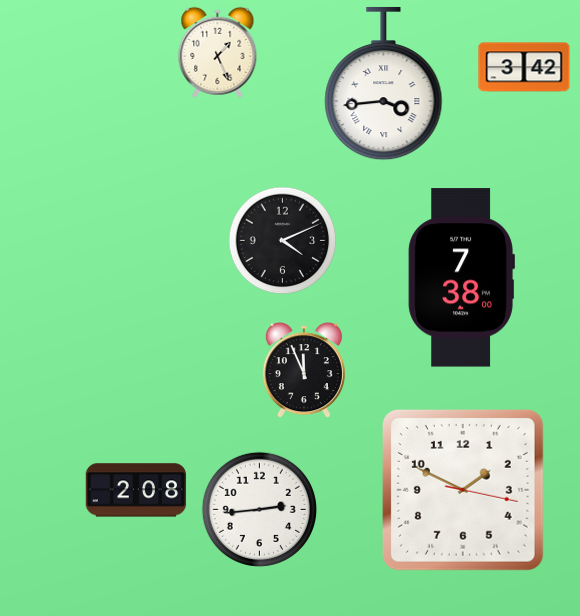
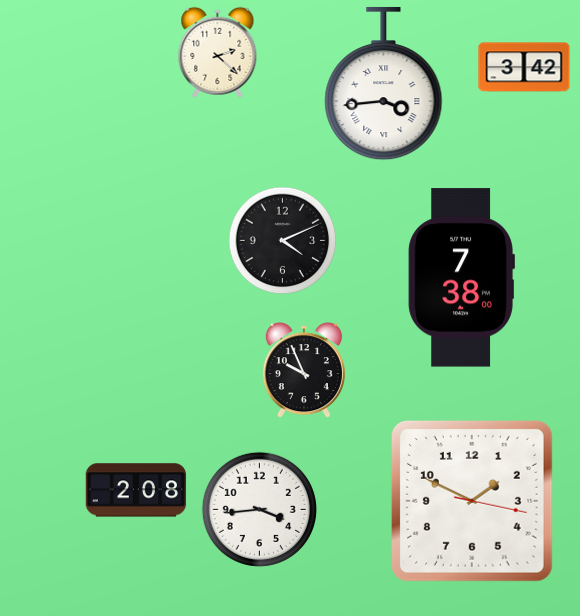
clock at (218, 52): 1:26 -> 2:22
clock at (304, 371): 11:56 -> 9:56
clock at (463, 490) position: (463, 490) -> (472, 501)
clock at (259, 509): 2:44 -> 3:44
